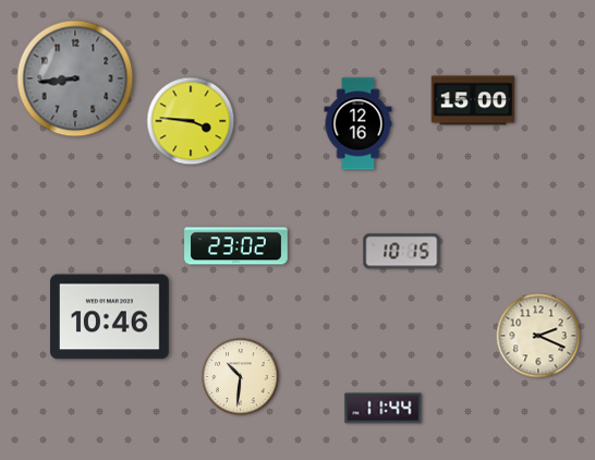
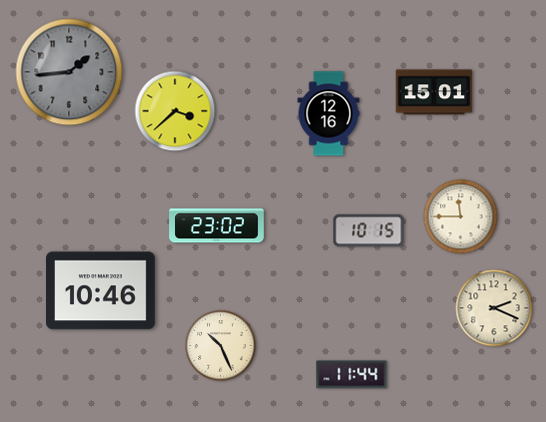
clock at (75, 78): 8:44 -> 1:44
clock at (473, 100): 15:00 -> 15:01
clock at (191, 121): 3:46 -> 3:38
clock at (461, 217): none -> 11:45
clock at (241, 377): 10:31 -> 10:26
